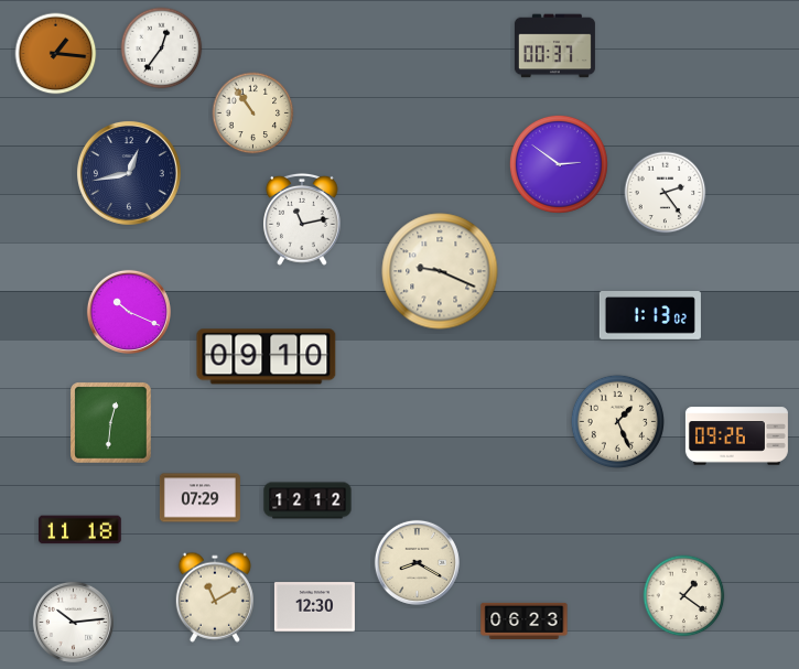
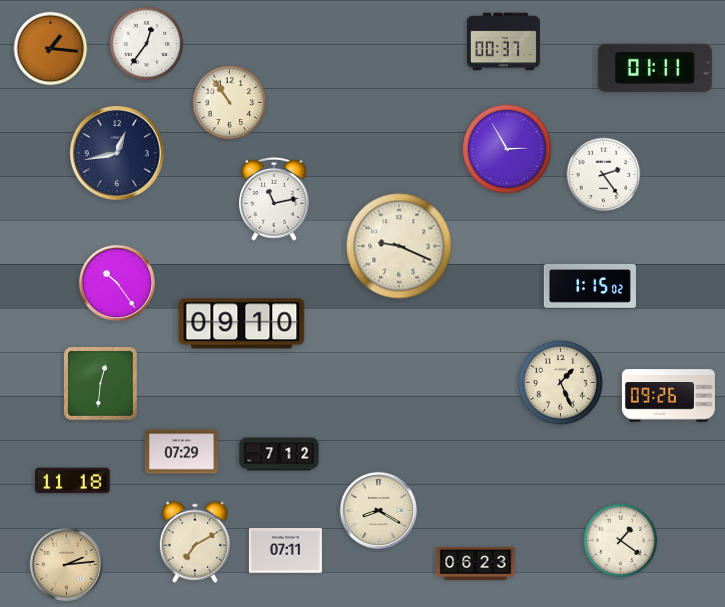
clock at (655, 68): none -> 01:11
clock at (559, 164): 2:51 -> 2:55
clock at (129, 173) position: (129, 173) -> (117, 153)
clock at (129, 312): 10:19 -> 10:24
clock at (650, 316): 1:13 -> 1:15
clock at (307, 500): 12:12 -> 7:12
clock at (215, 597): 11:10 -> 7:10
clock at (314, 607): 12:30 -> 07:11
clock at (73, 622): 10:14 -> 2:14
clock at (73, 622) dial: white -> champagne
